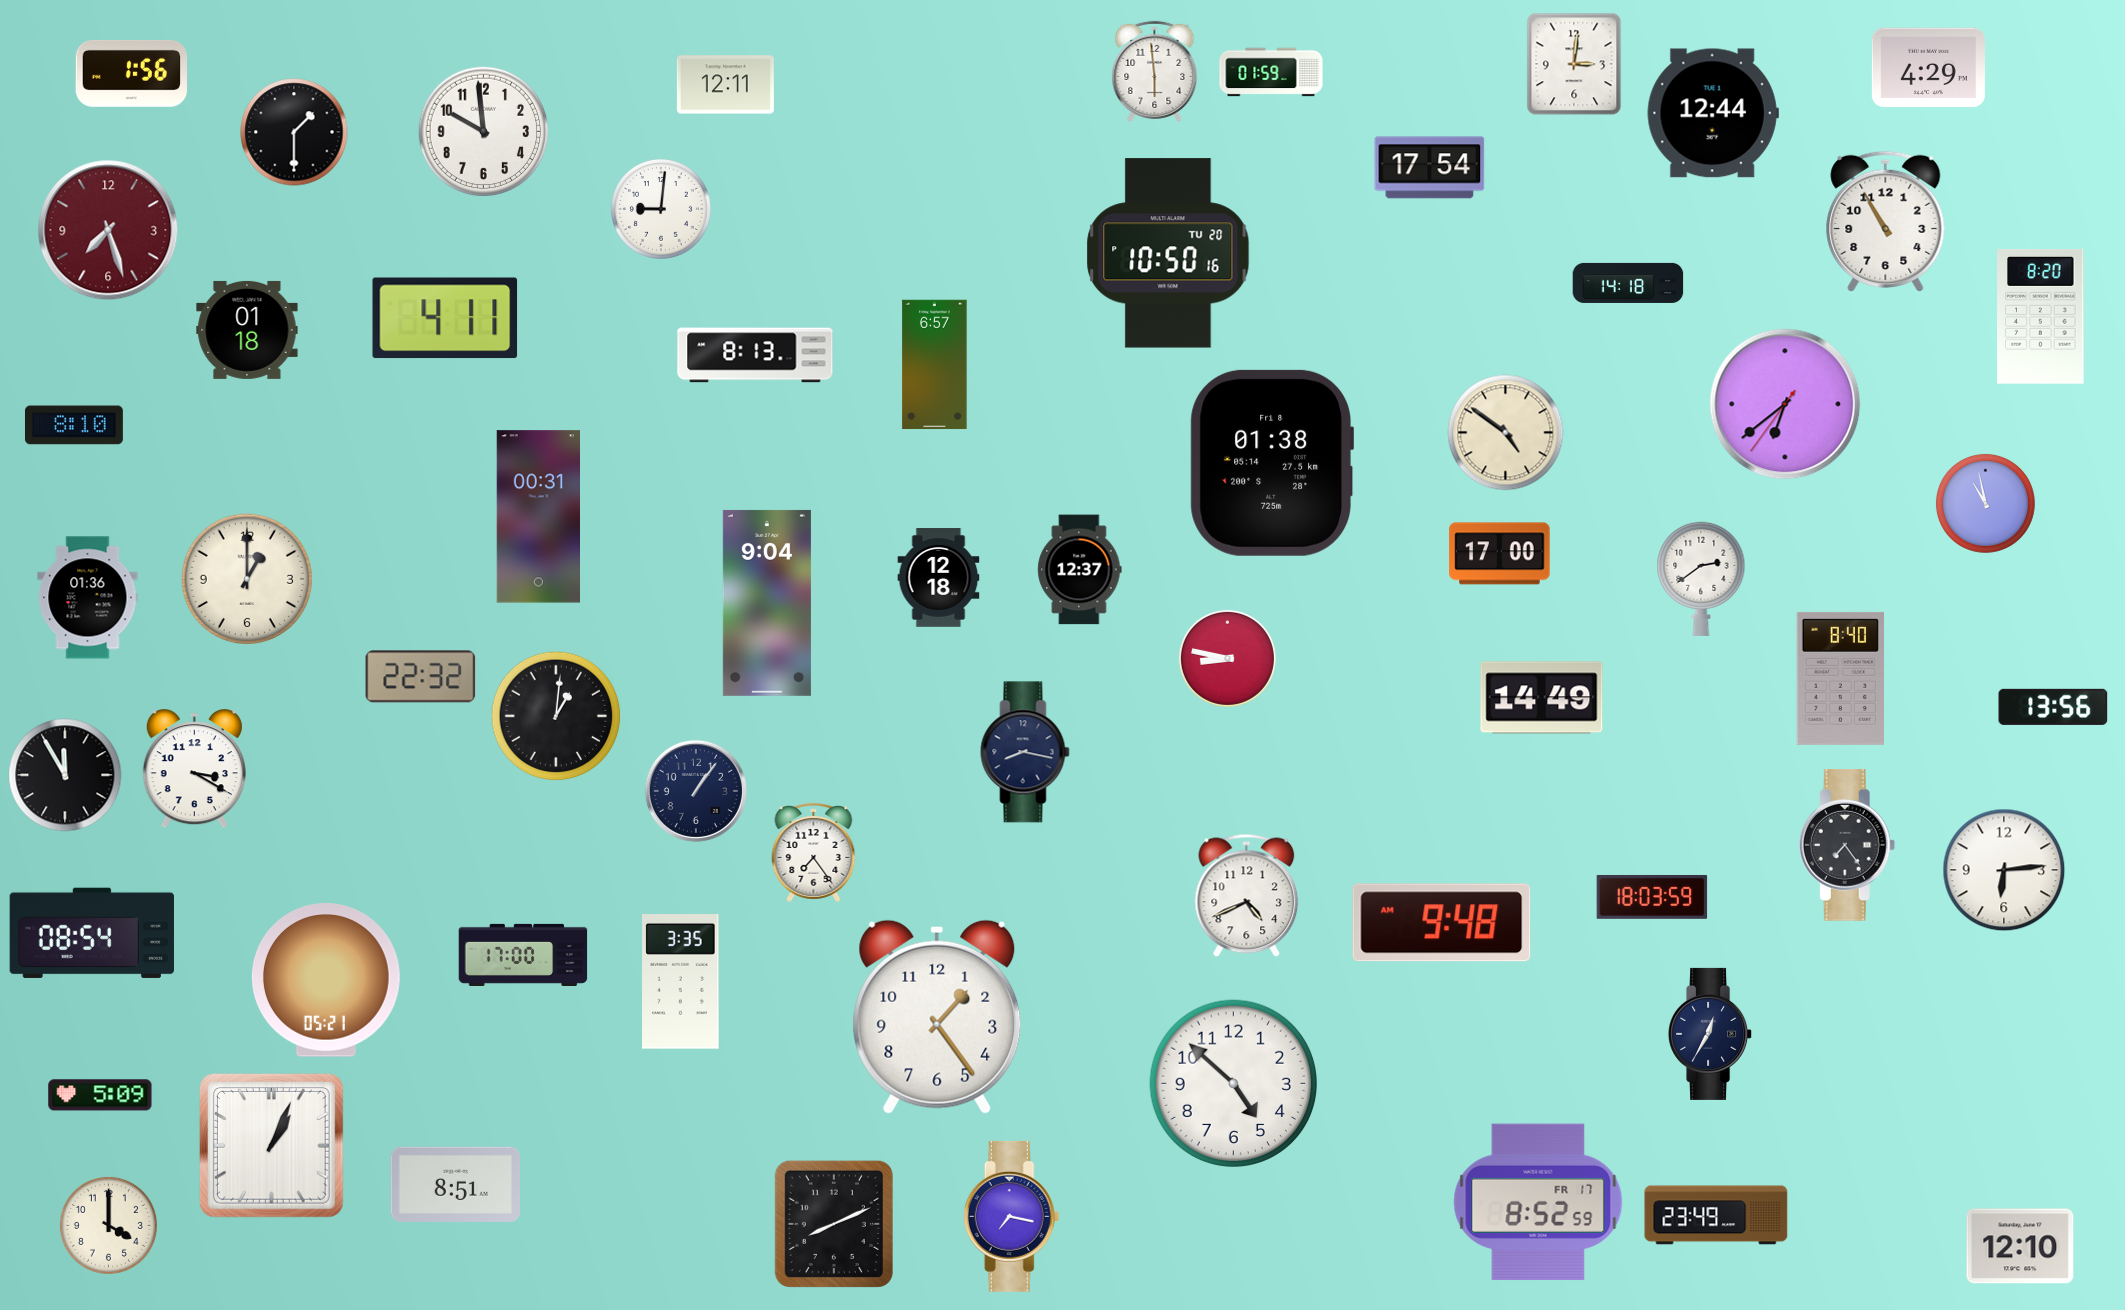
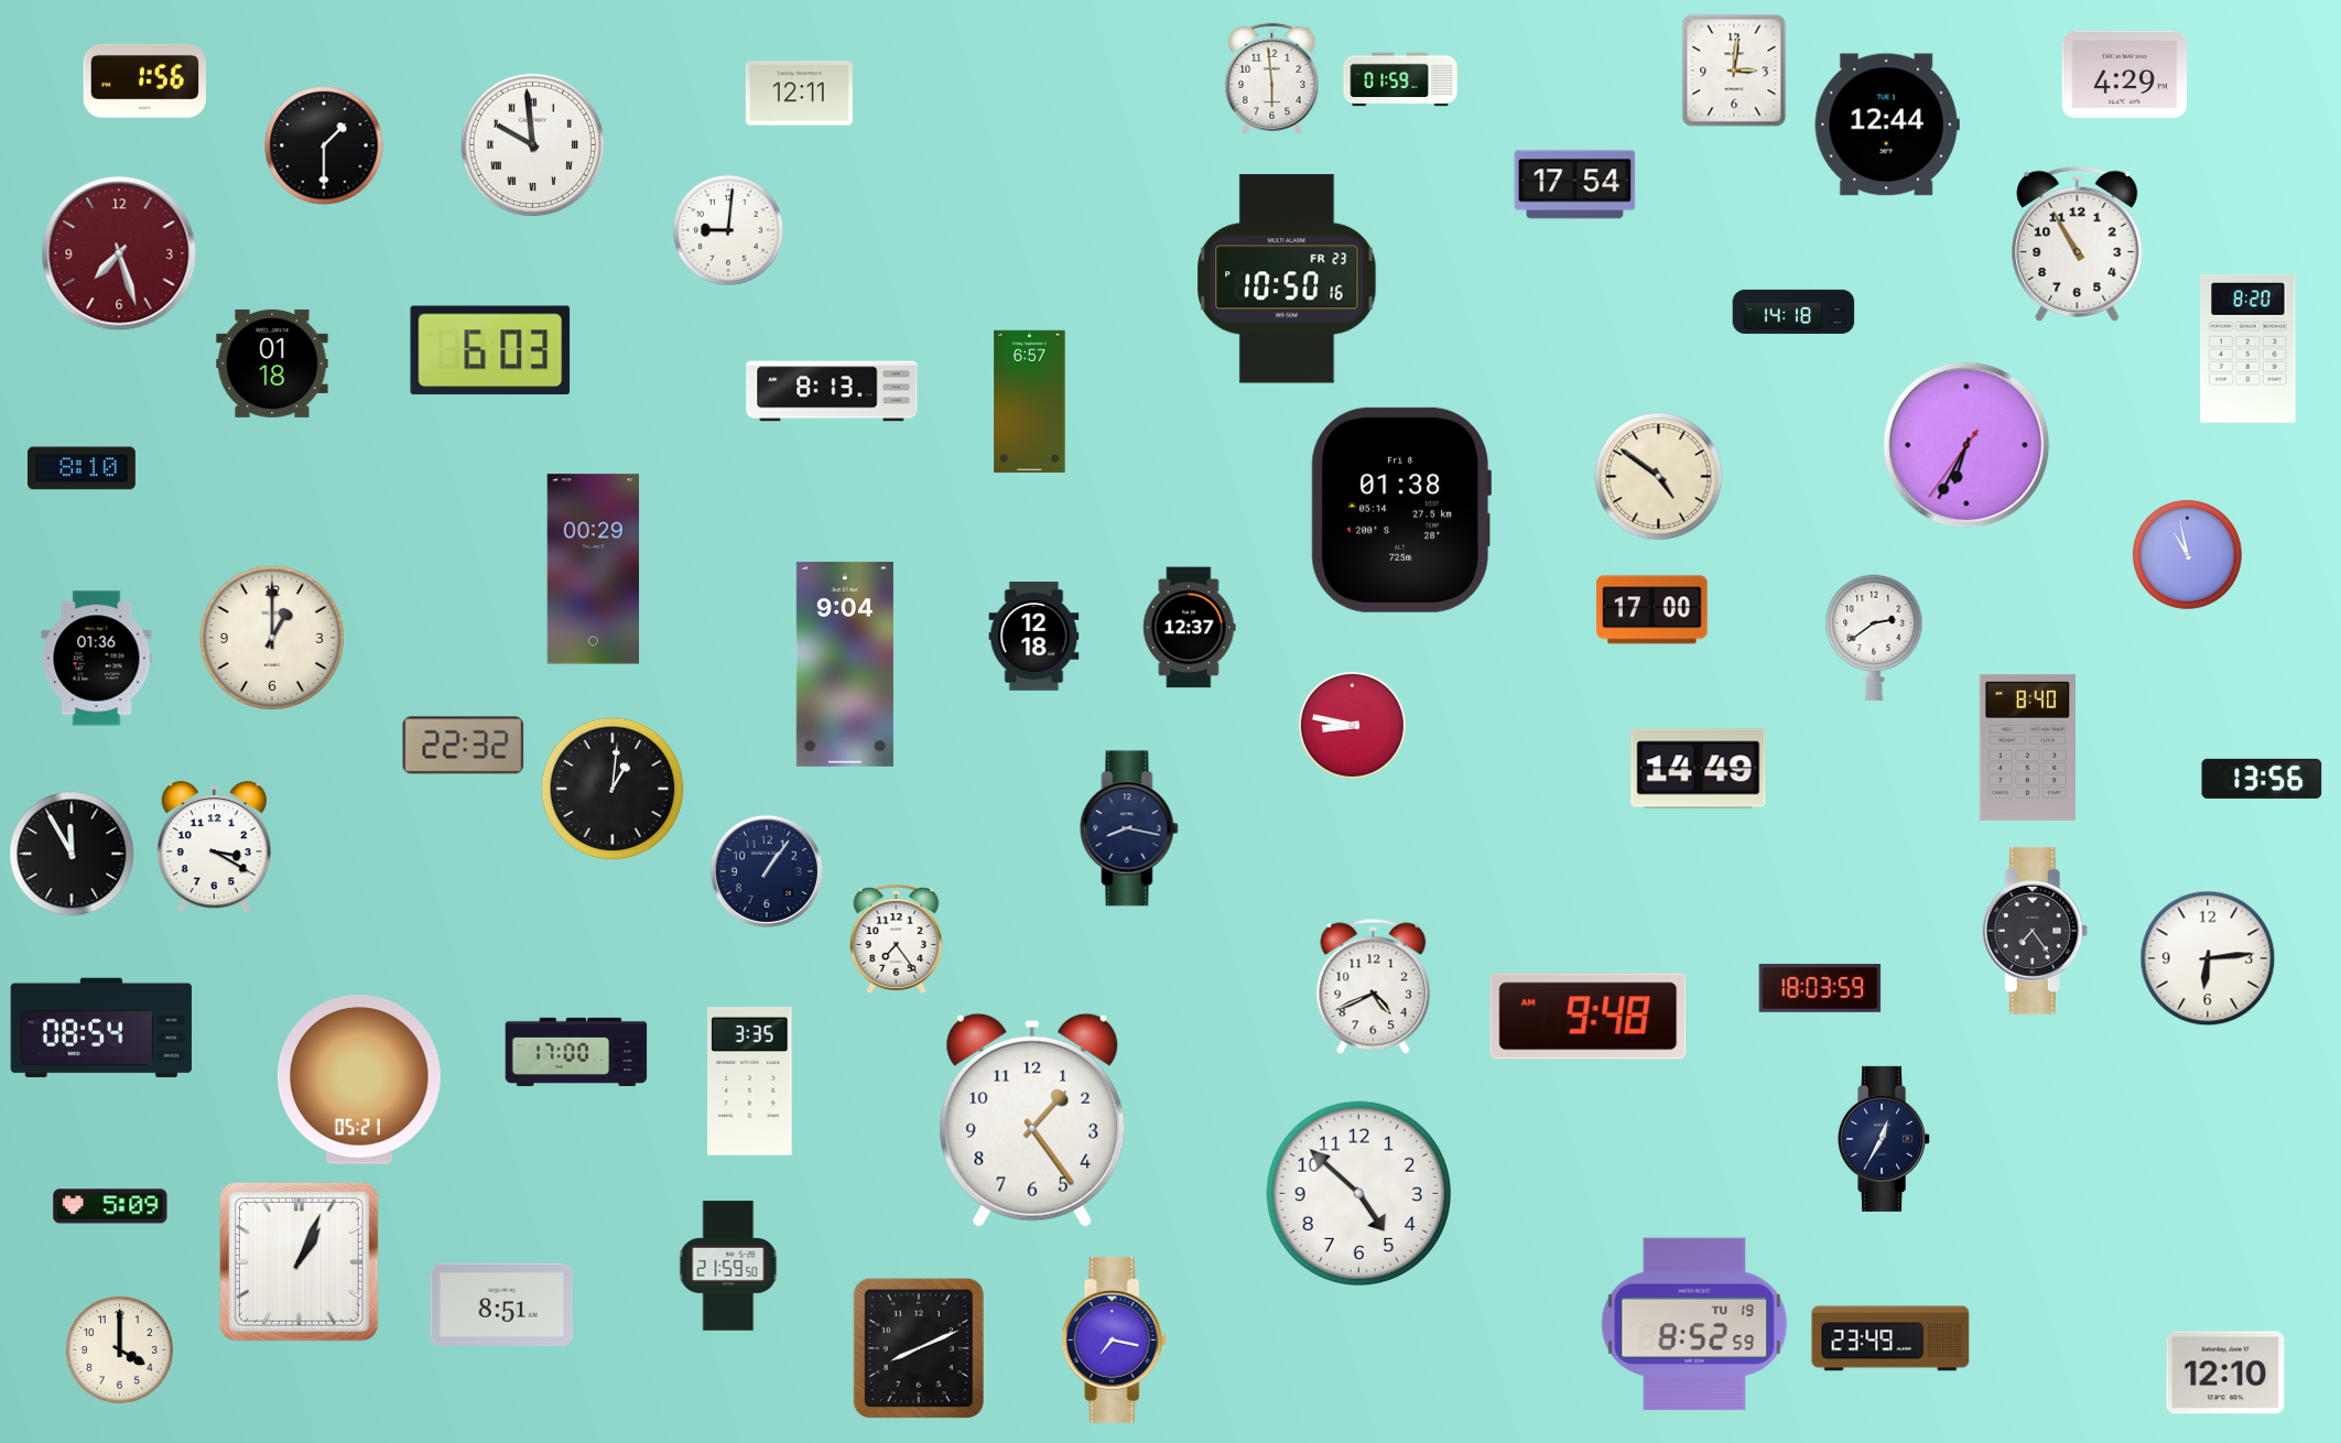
clock at (484, 132) numerals: Arabic -> Roman
clock at (1168, 253) date: TU 20 -> FR 23
clock at (445, 318): 4:11 -> 6:03
clock at (1785, 404): 6:38 -> 6:34
clock at (538, 517): 00:31 -> 00:29
clock at (728, 1266): none -> 21:59
clock at (1538, 1202) date: FR 17 -> TU 19
